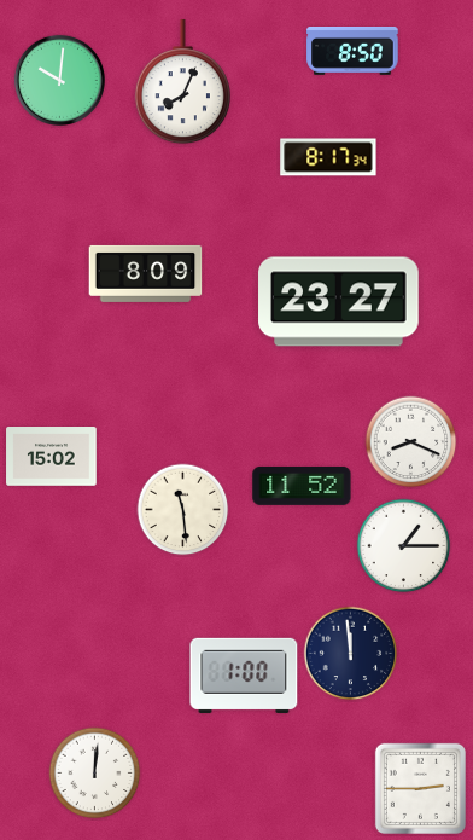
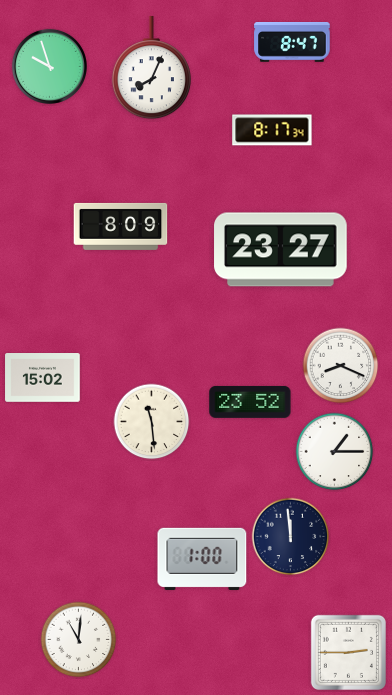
clock at (352, 52): 8:50 -> 8:47
clock at (59, 80): 10:01 -> 9:57
clock at (302, 486): 11:52 -> 23:52
clock at (351, 654) position: (351, 654) -> (291, 537)
clock at (95, 774): 12:01 -> 11:01
